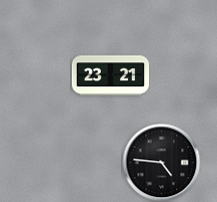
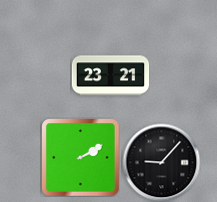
clock at (80, 157): none -> 2:10
clock at (161, 162): 4:46 -> 9:07
